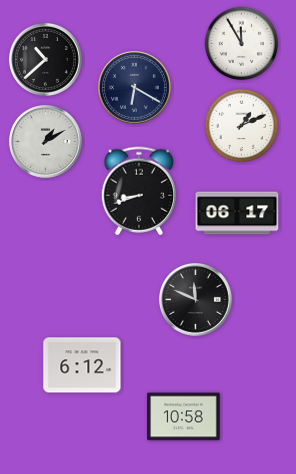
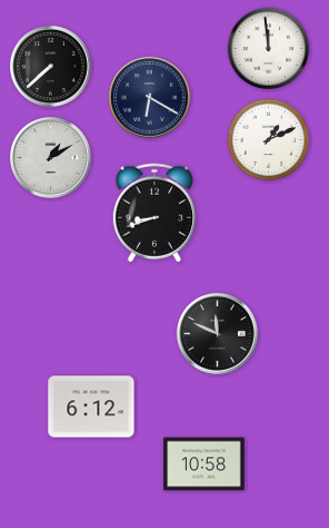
clock at (242, 44): 11:55 -> 11:59
clock at (45, 59): 10:38 -> 7:38
clock at (237, 213): 06:17 -> none
